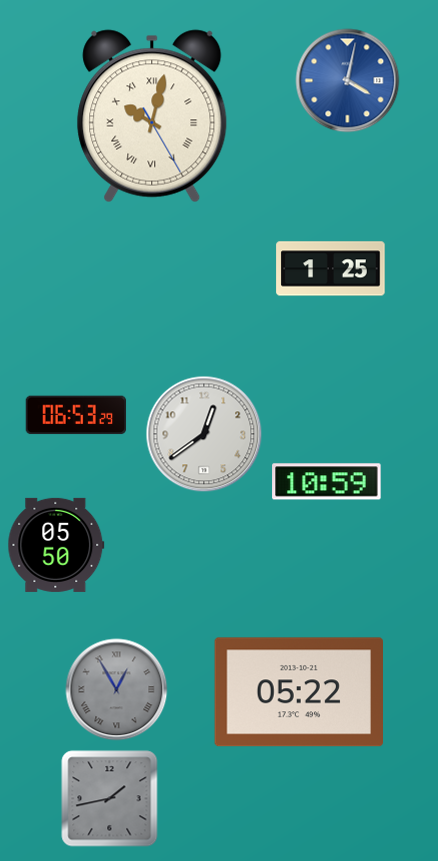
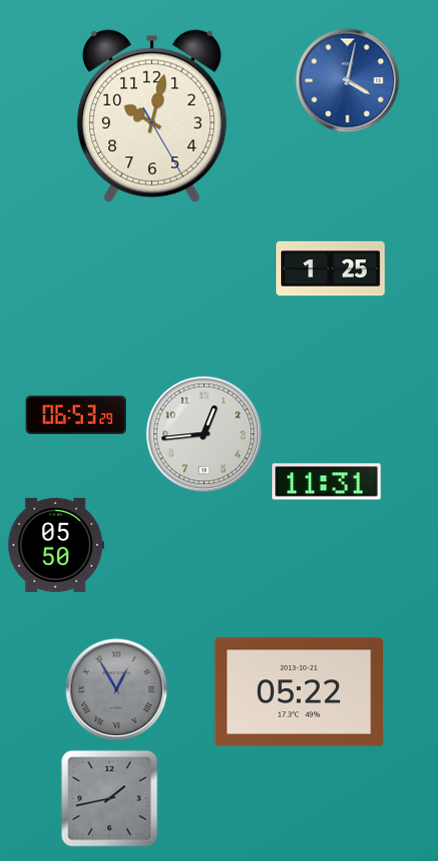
clock at (152, 116) numerals: Roman -> Arabic
clock at (204, 434): 12:39 -> 12:44
clock at (327, 482): 10:59 -> 11:31
